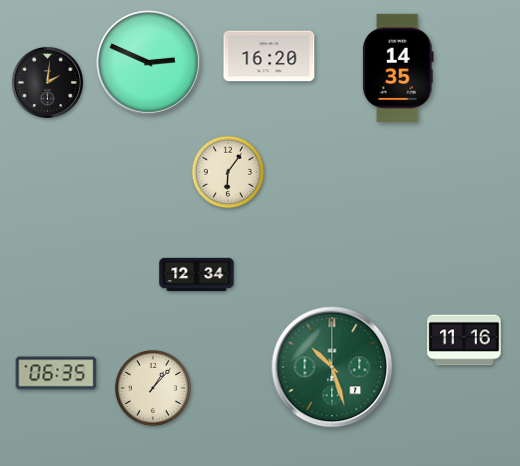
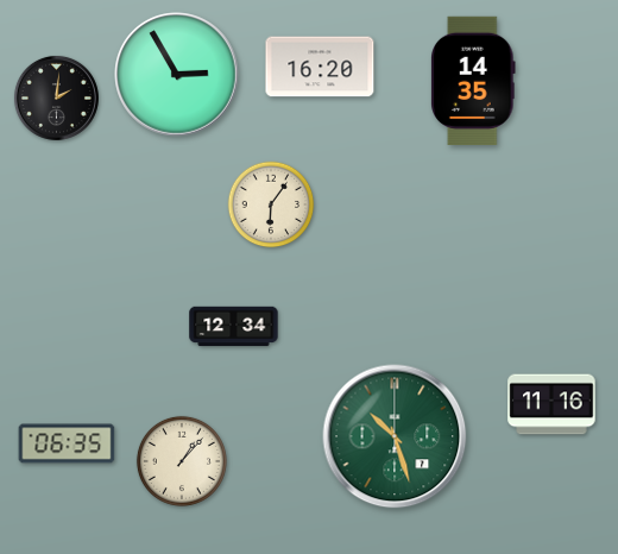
clock at (149, 63): 2:49 -> 2:55
